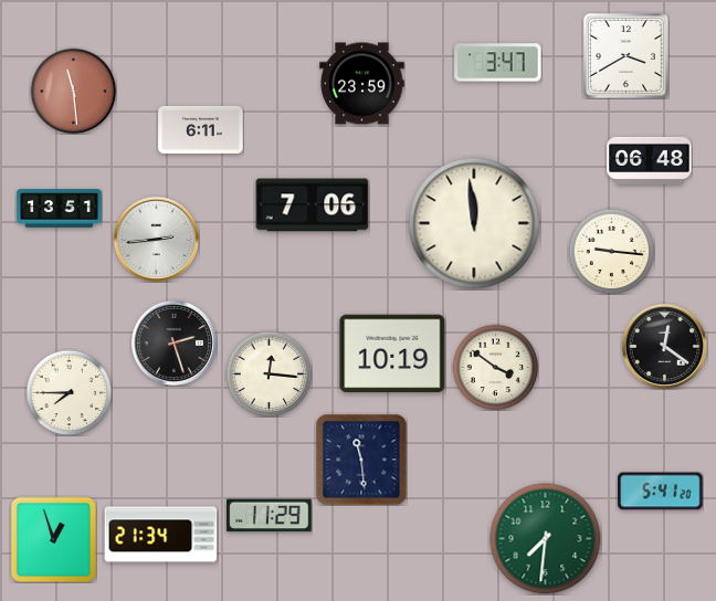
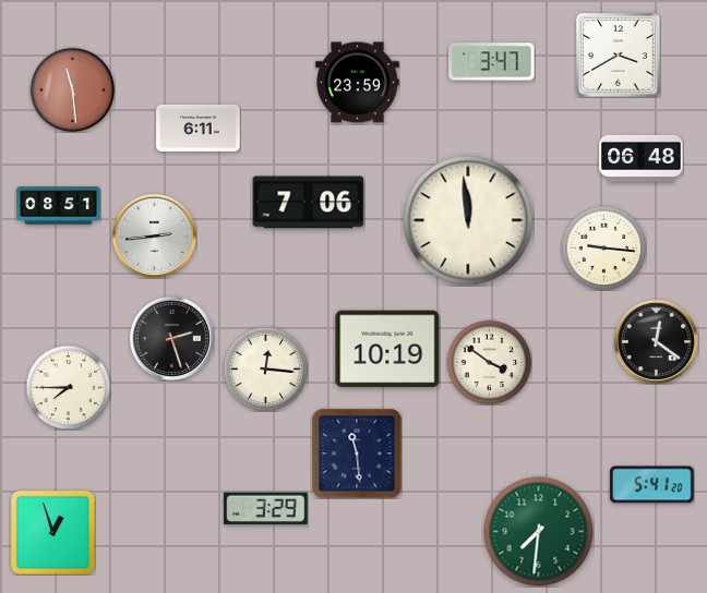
clock at (60, 209): 13:51 -> 08:51
clock at (270, 516): 11:29 -> 3:29
clock at (161, 535): 21:34 -> none
